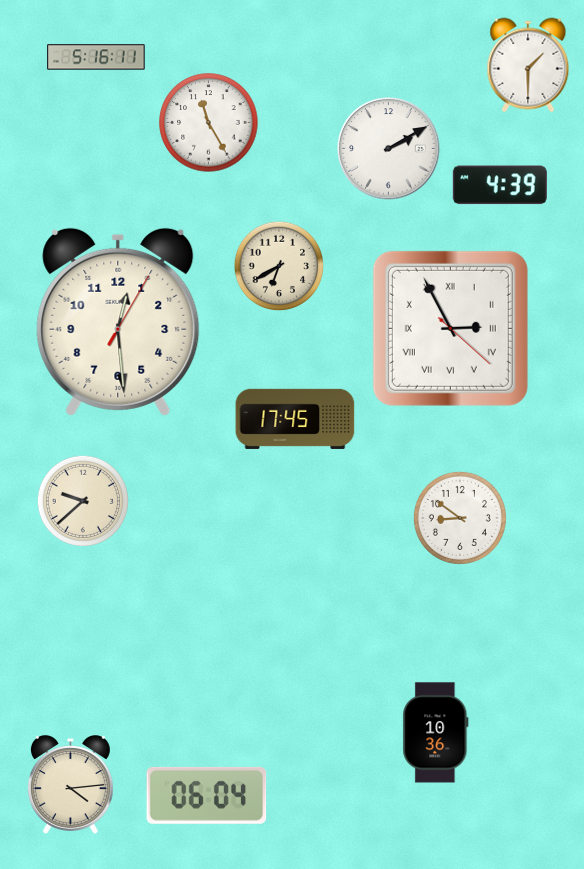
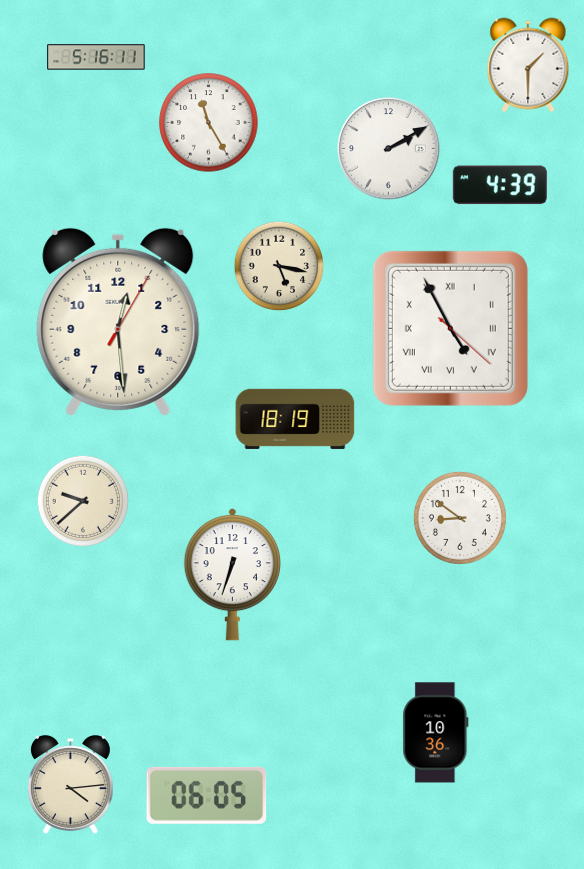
clock at (279, 266): 6:40 -> 5:17
clock at (450, 328): 2:55 -> 4:55
clock at (295, 419): 17:45 -> 18:19
clock at (232, 574): none -> 6:33
clock at (207, 795): 06:04 -> 06:05
